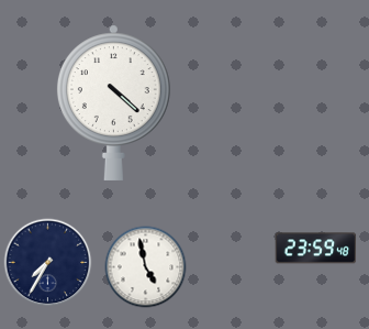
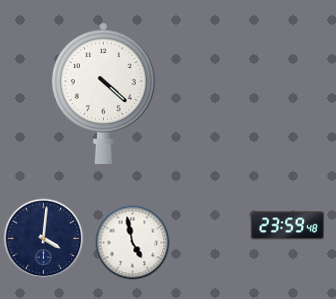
clock at (48, 263): 7:35 -> 4:01
